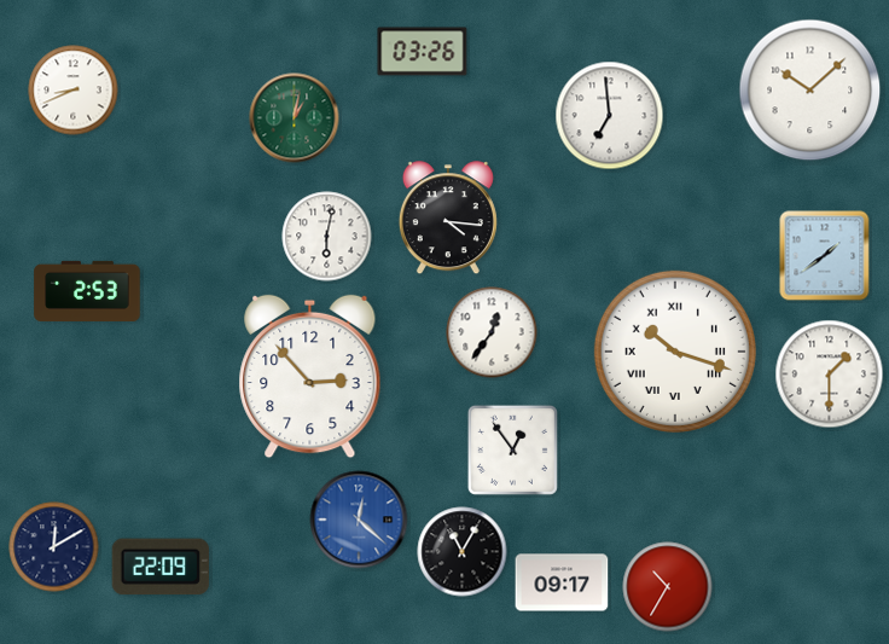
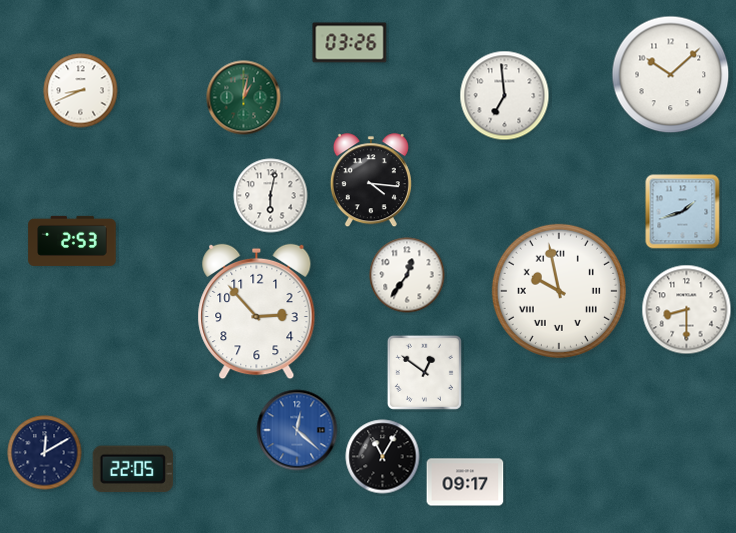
clock at (74, 91) position: (74, 91) -> (81, 91)
clock at (825, 256): 1:39 -> 1:42
clock at (675, 352): 10:18 -> 9:58
clock at (830, 375): 1:30 -> 8:30
clock at (512, 449): 12:54 -> 12:51
clock at (161, 567): 22:09 -> 22:05
clock at (668, 587): 10:35 -> none
